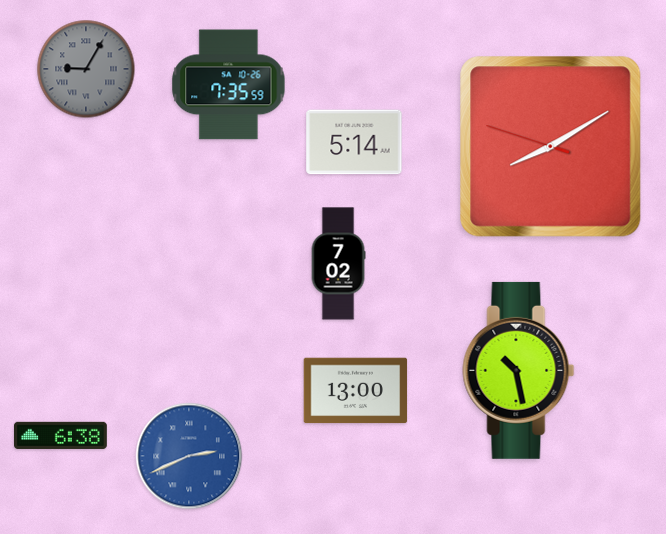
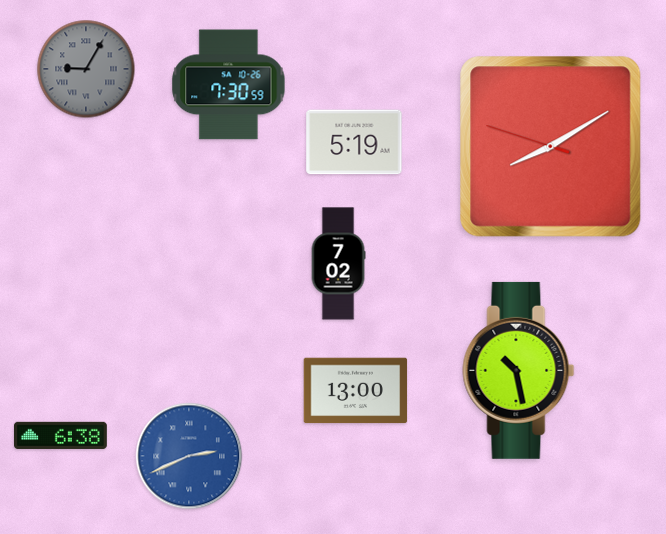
clock at (229, 85): 7:35 -> 7:30
clock at (354, 142): 5:14 -> 5:19
